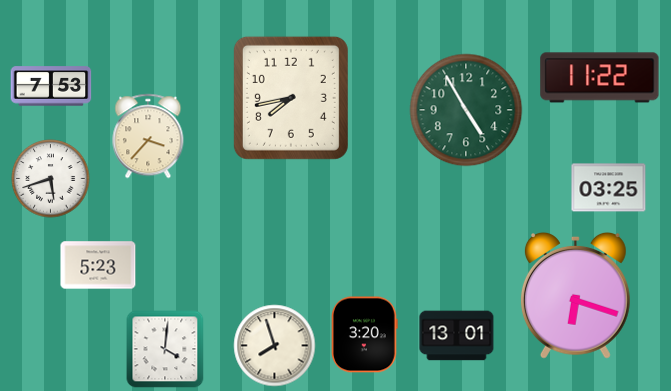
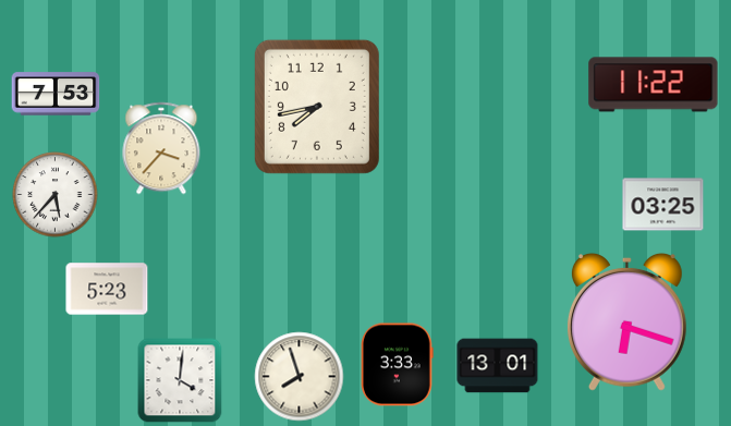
clock at (466, 110): 4:55 -> none
clock at (51, 179): 5:42 -> 5:37
clock at (365, 335): 3:20 -> 3:33
